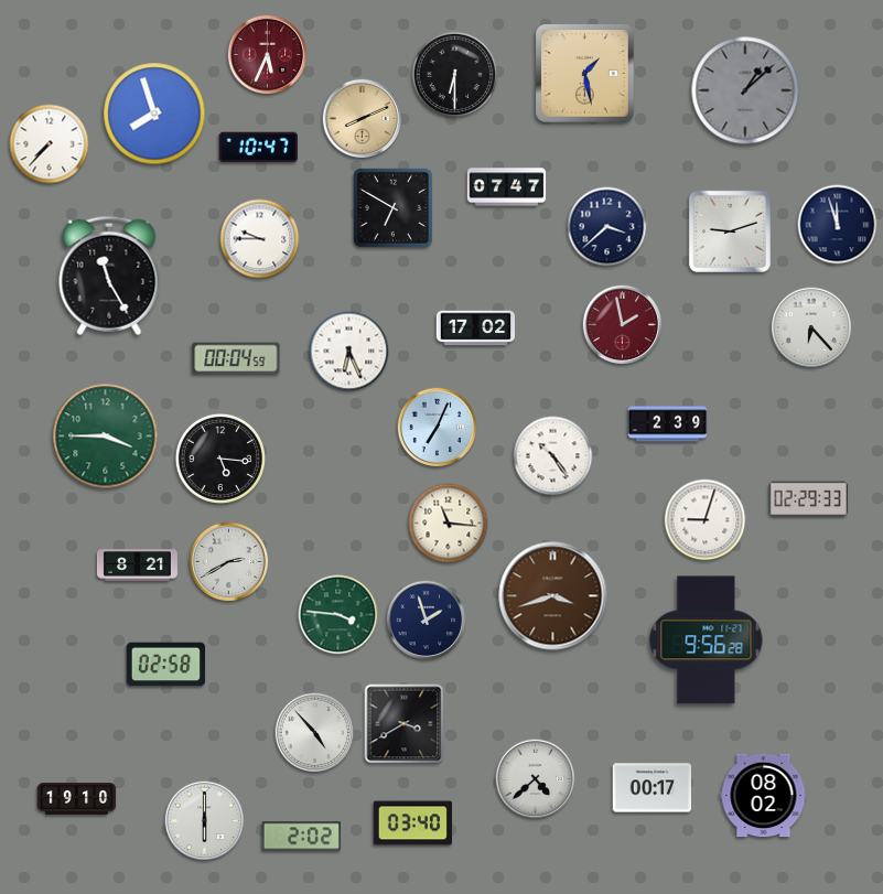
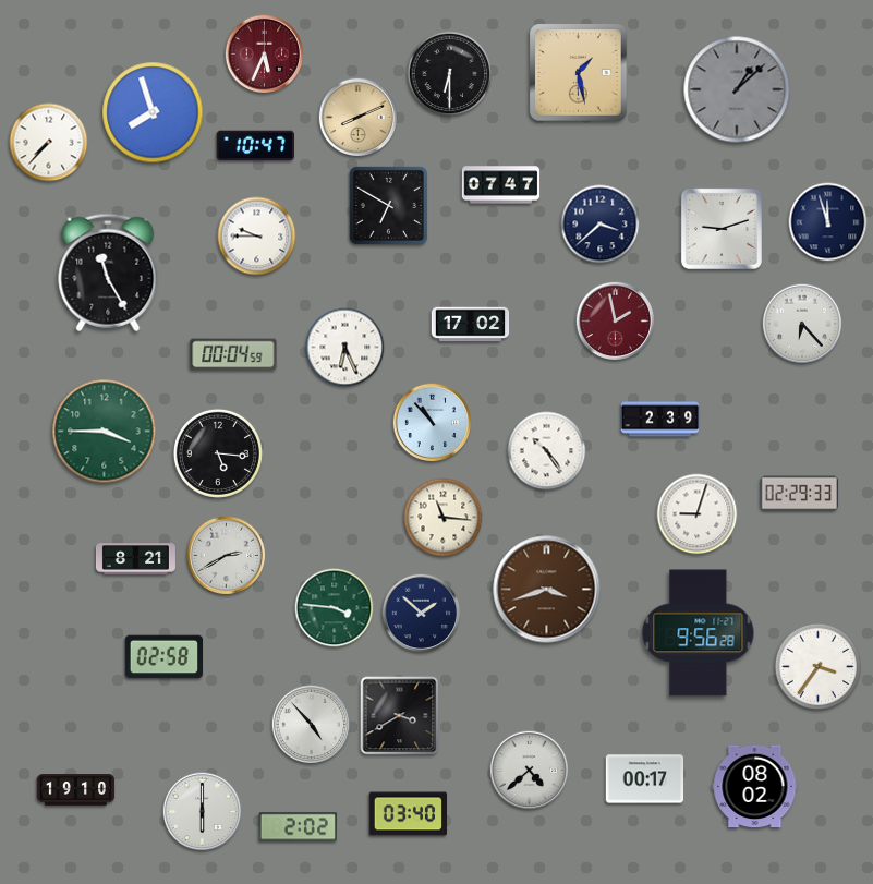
clock at (438, 428): 7:04 -> 10:53
clock at (427, 621): 1:57 -> 1:52
clock at (819, 667): none -> 3:36
